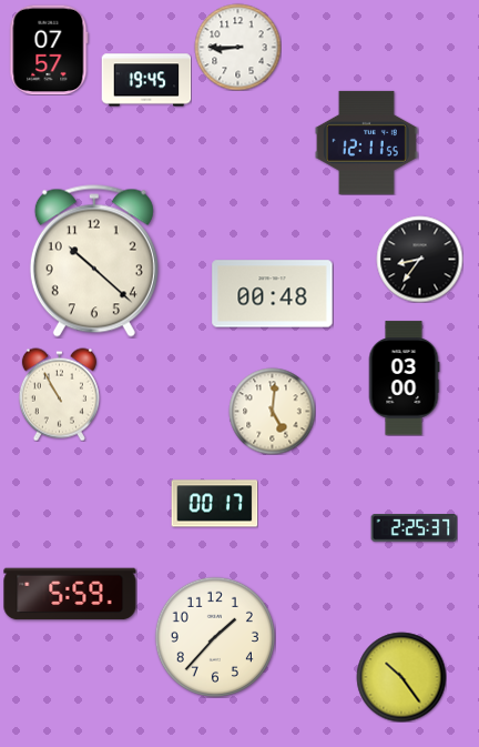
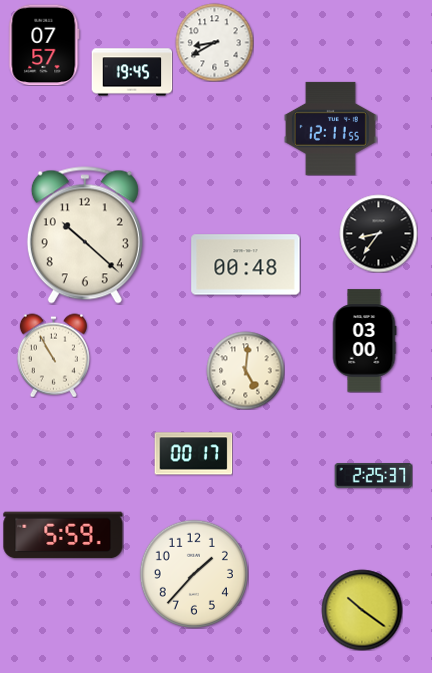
clock at (237, 47): 8:45 -> 8:40
clock at (401, 677): 10:24 -> 10:21
